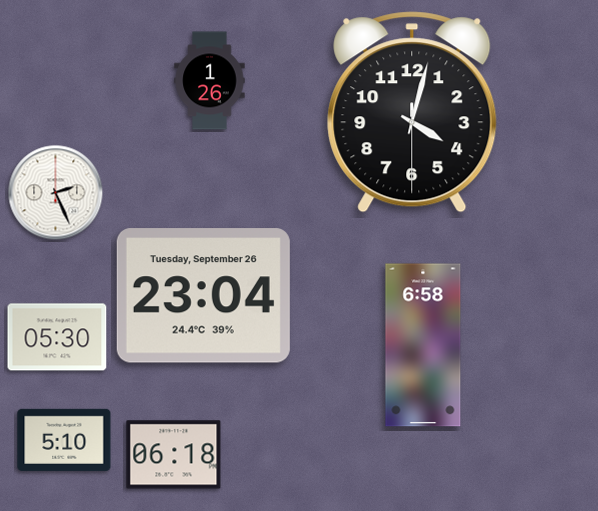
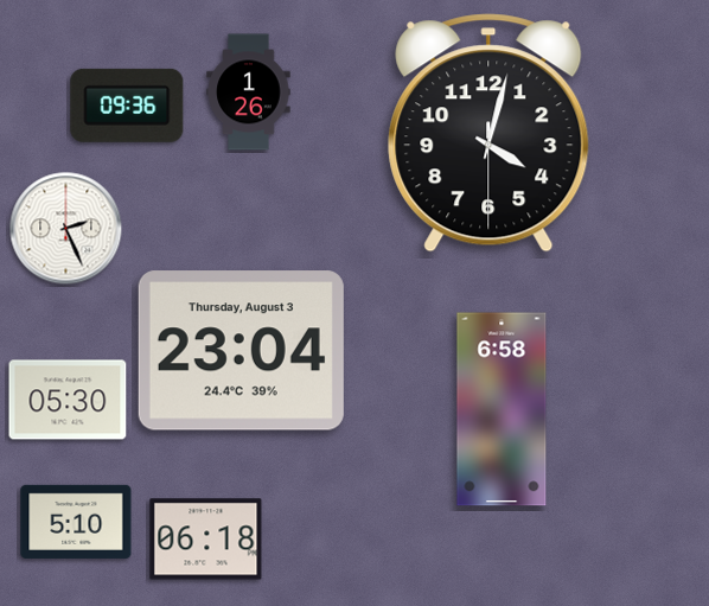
clock at (210, 81) position: (210, 81) -> (249, 93)
clock at (127, 106): none -> 09:36
clock at (203, 296) date: Tuesday, September 26 -> Thursday, August 3
